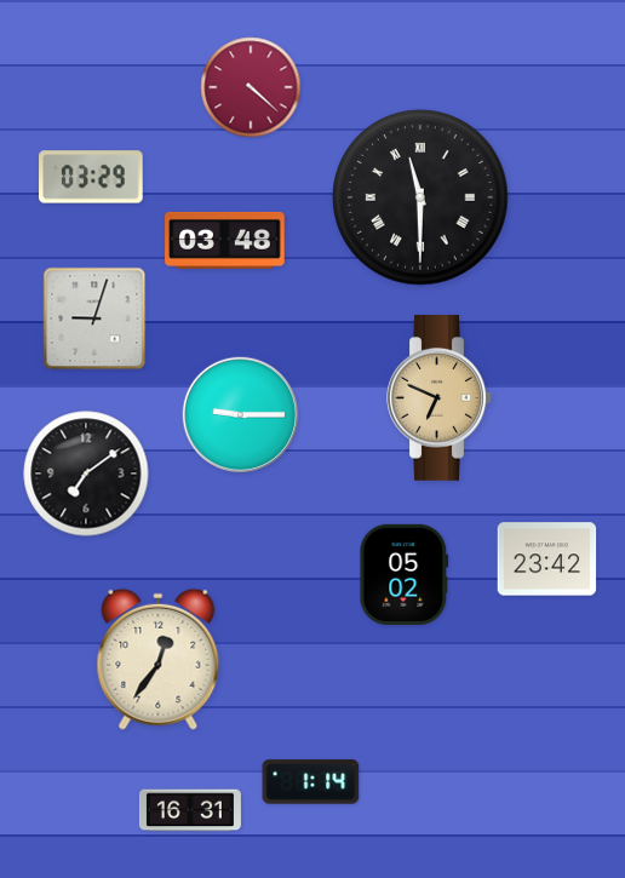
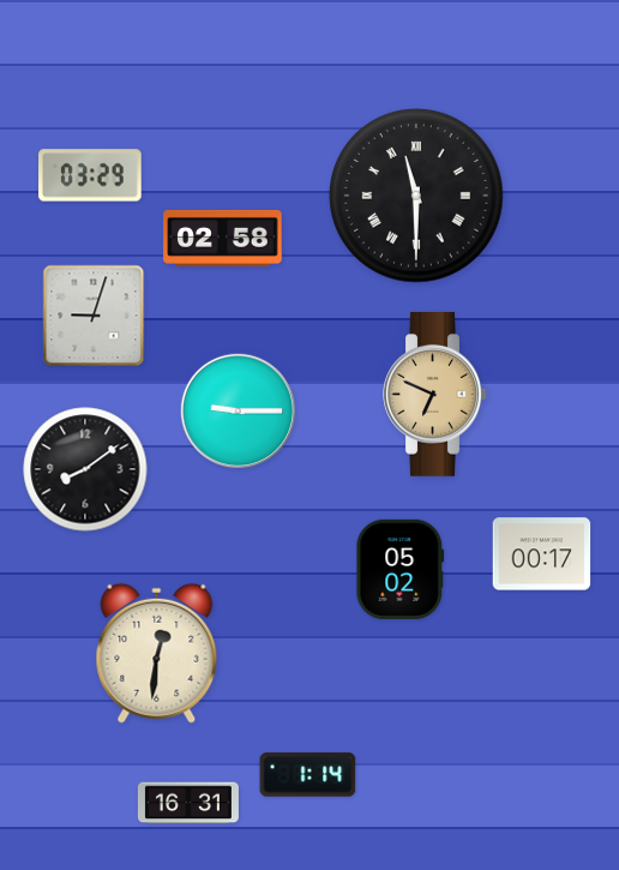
clock at (251, 87): 4:22 -> none
clock at (225, 240): 03:48 -> 02:58
clock at (86, 474): 7:09 -> 8:09
clock at (547, 559): 23:42 -> 00:17
clock at (159, 659): 12:36 -> 12:31
